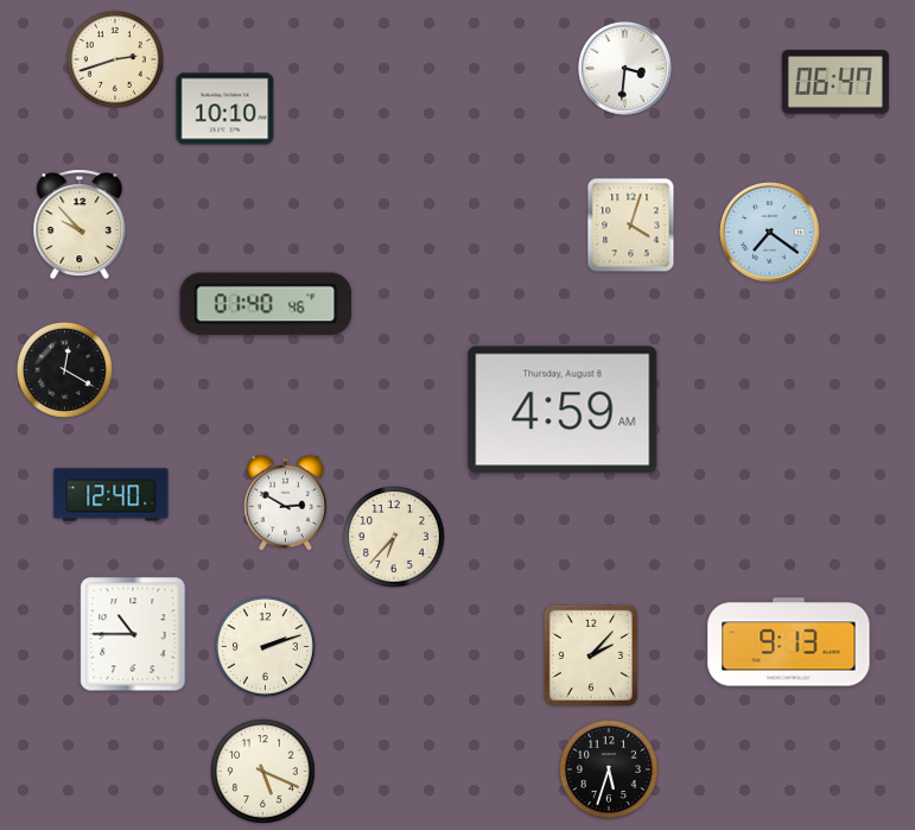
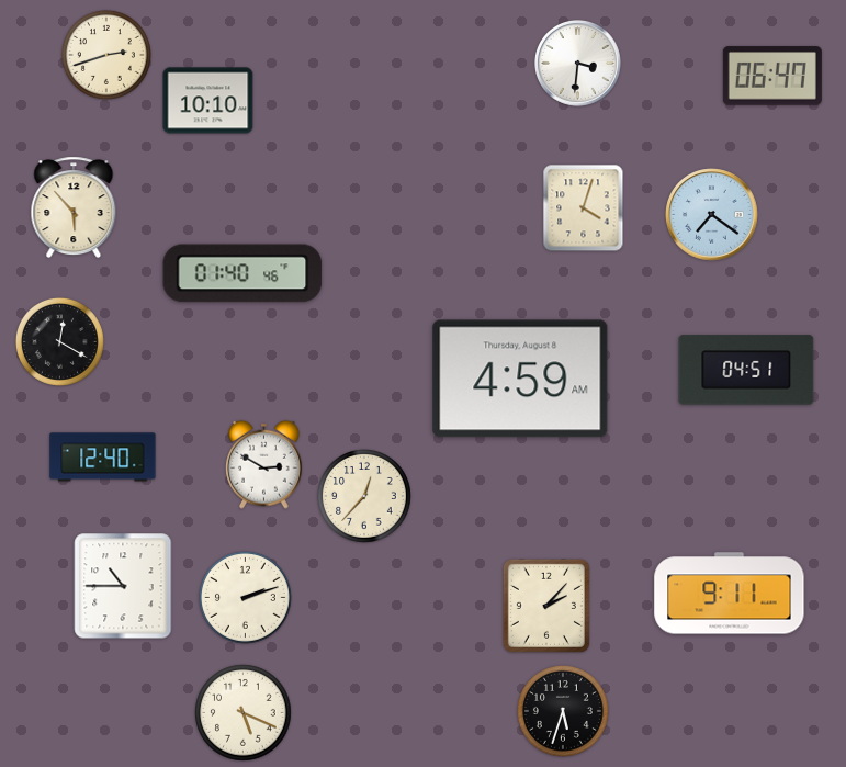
clock at (80, 224): 9:53 -> 5:53
clock at (266, 304) position: (266, 304) -> (242, 273)
clock at (746, 370): none -> 04:51
clock at (395, 538): 6:37 -> 12:37
clock at (789, 642): 9:13 -> 9:11
